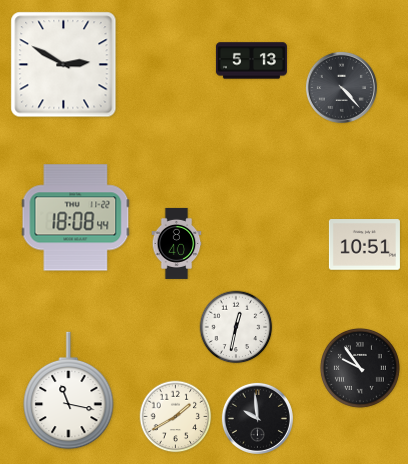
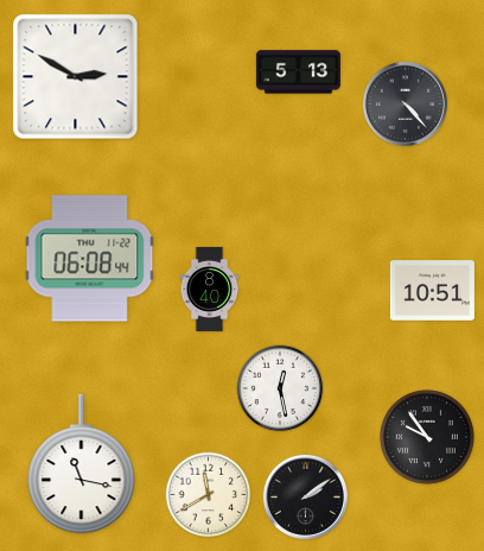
clock at (76, 218): 18:08 -> 06:08
clock at (236, 327): 12:32 -> 12:28
clock at (176, 417): 1:40 -> 11:40
clock at (257, 418): 9:59 -> 2:09
